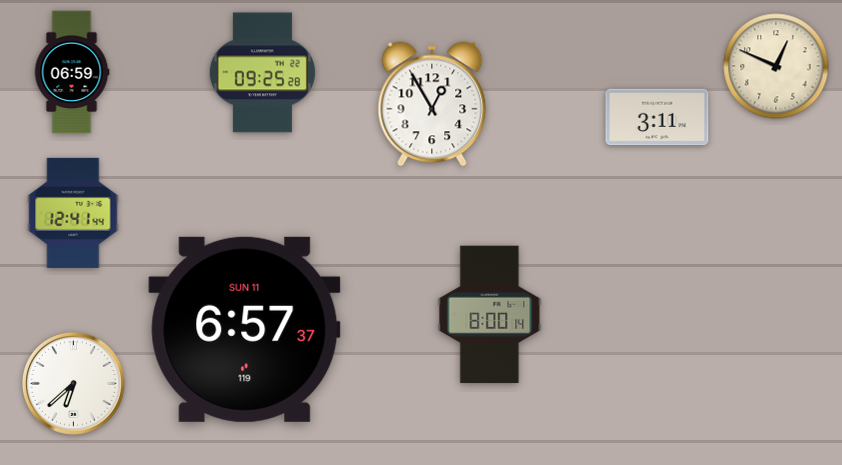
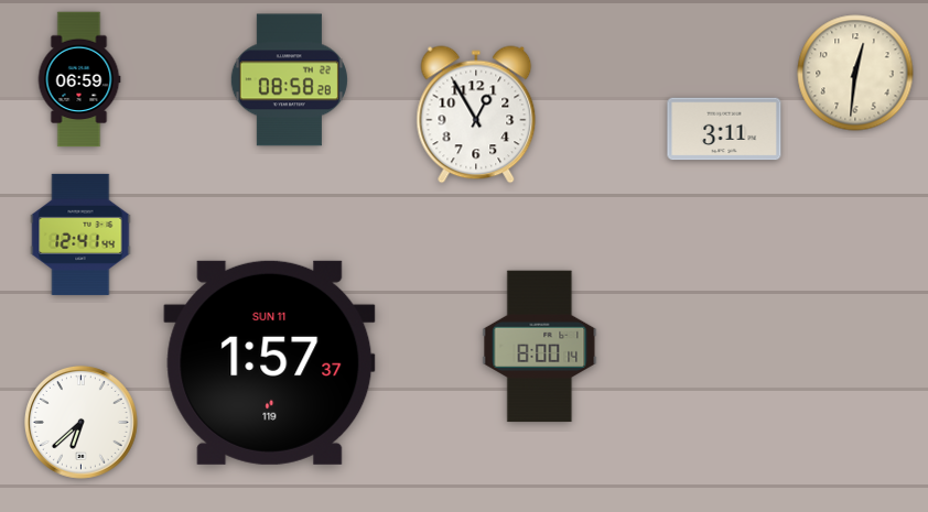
clock at (776, 66): 12:49 -> 12:31
clock at (262, 73): 09:25 -> 08:58
clock at (245, 329): 6:57 -> 1:57
